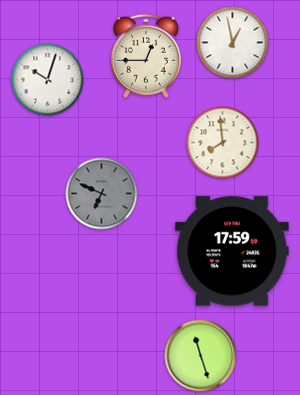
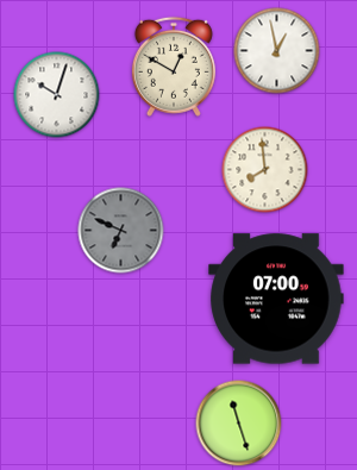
clock at (146, 56): 12:45 -> 12:50
clock at (232, 251): 17:59 -> 07:00
